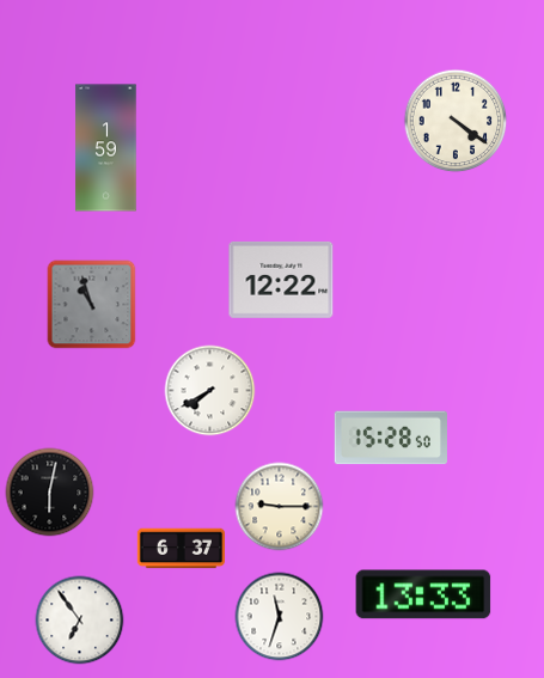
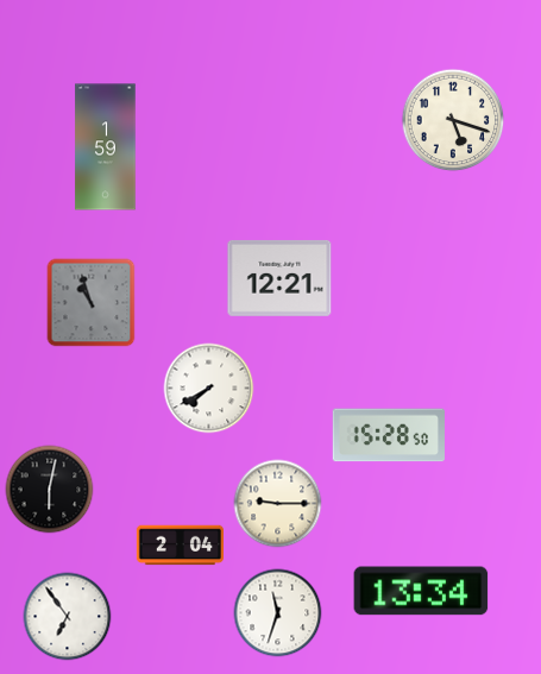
clock at (456, 121): 4:21 -> 5:18
clock at (281, 280): 12:22 -> 12:21
clock at (181, 549): 6:37 -> 2:04
clock at (423, 594): 13:33 -> 13:34
clock at (80, 621) position: (80, 621) -> (68, 617)
